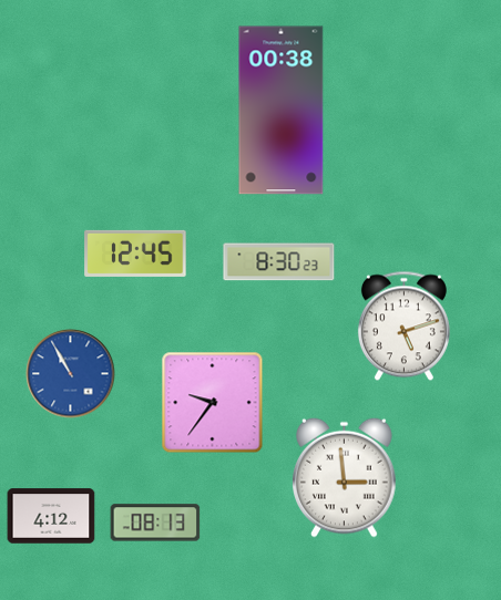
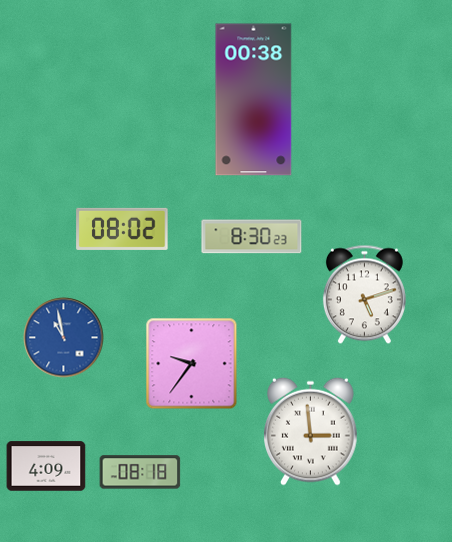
clock at (135, 254): 12:45 -> 08:02
clock at (71, 374): 10:55 -> 10:58
clock at (51, 516): 4:12 -> 4:09
clock at (155, 523): 08:13 -> 08:18
